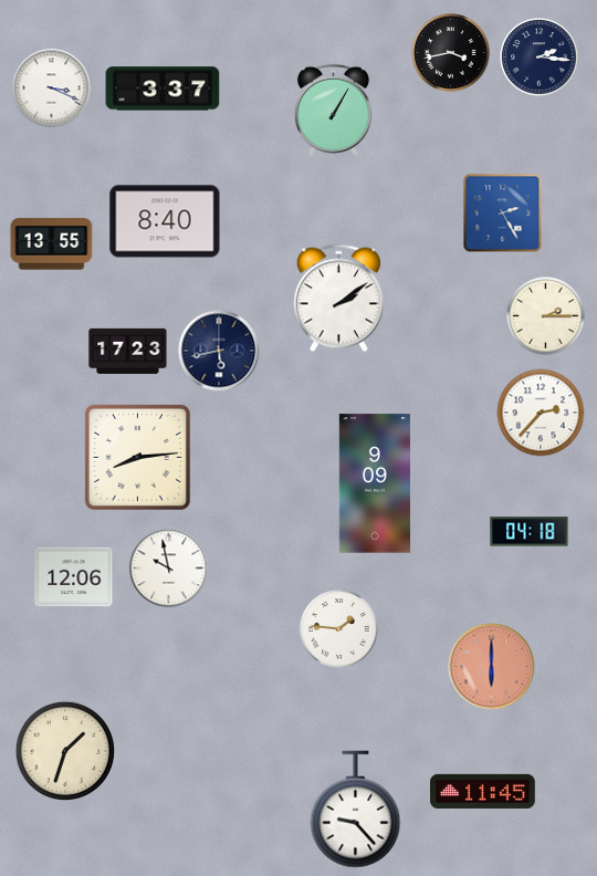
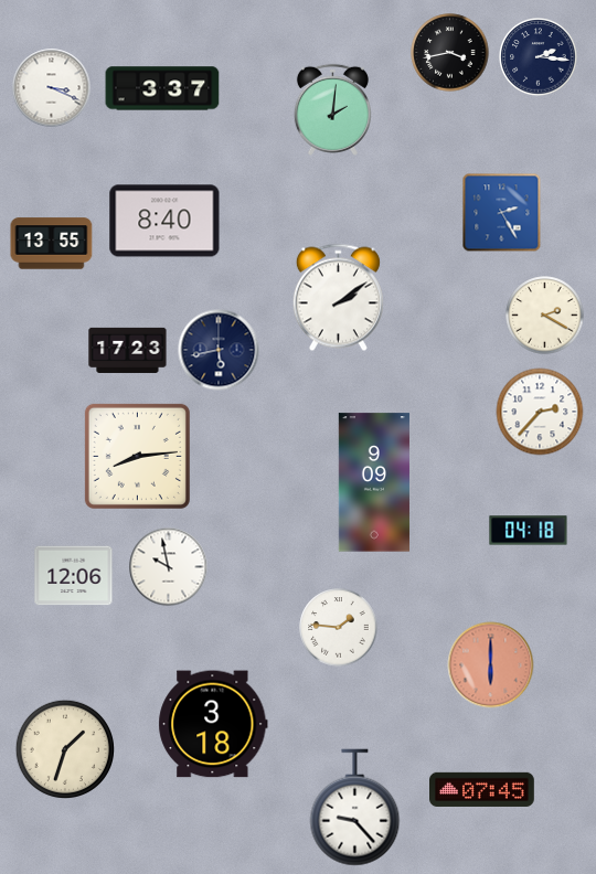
clock at (333, 109): 1:05 -> 2:01
clock at (546, 316): 2:15 -> 2:20
clock at (213, 724): none -> 3:18
clock at (483, 791): 11:45 -> 07:45
